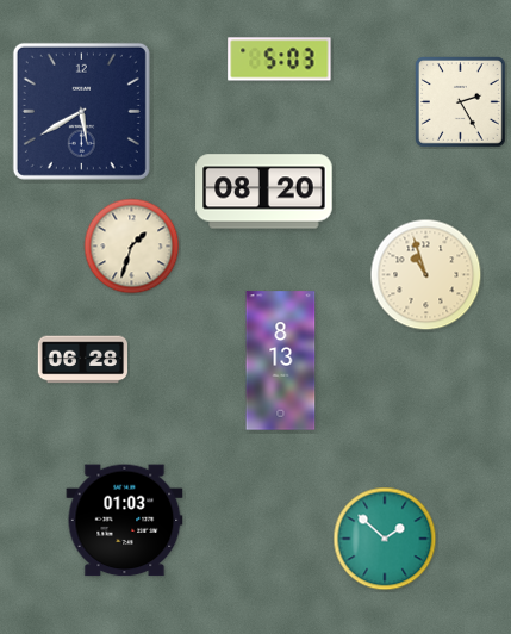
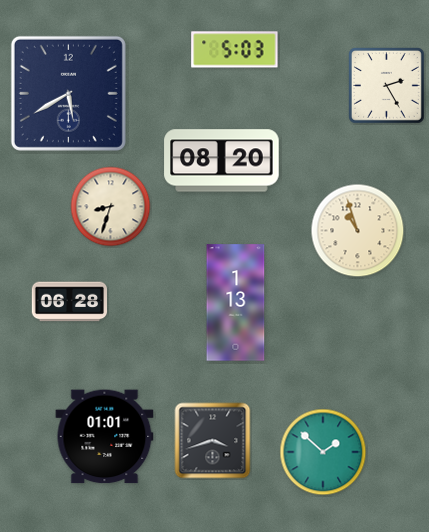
clock at (132, 247): 1:33 -> 8:33
clock at (281, 361): 8:13 -> 1:13
clock at (125, 521): 01:03 -> 01:01
clock at (213, 441): none -> 3:42
